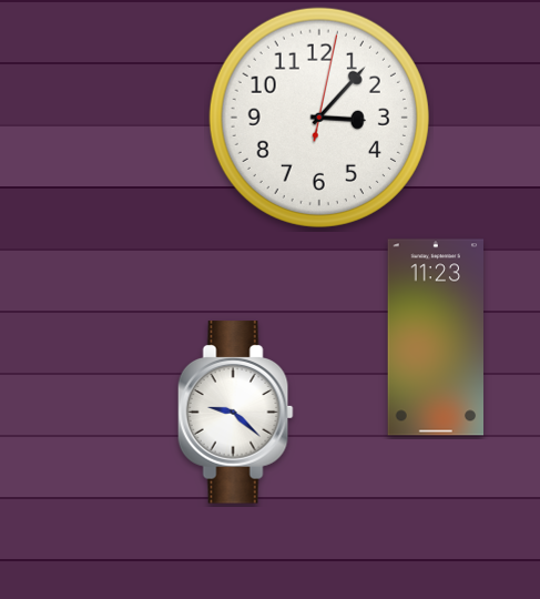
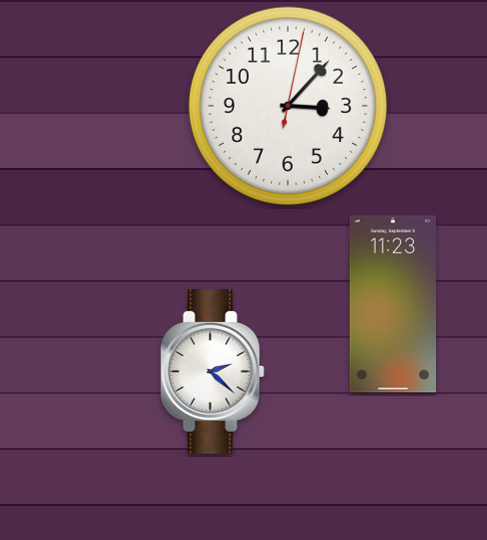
clock at (235, 413): 9:22 -> 2:22
